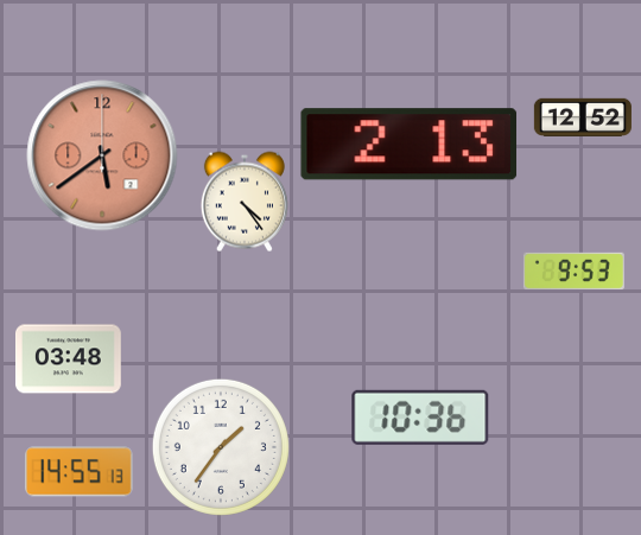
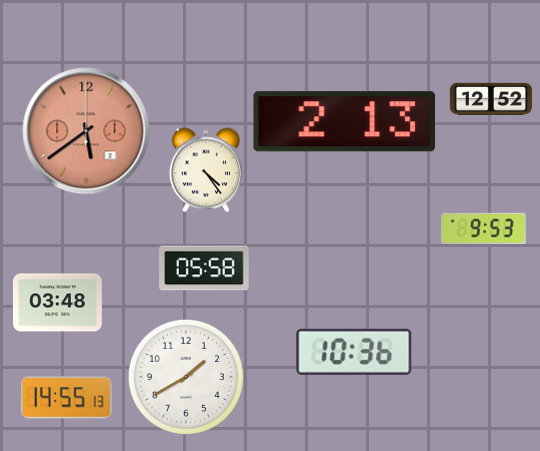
clock at (205, 268): none -> 05:58
clock at (221, 447): 1:36 -> 1:40
